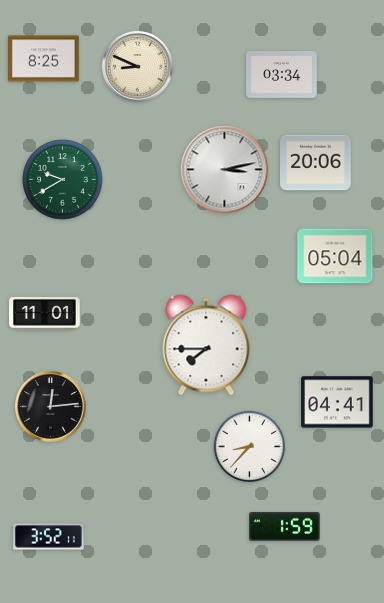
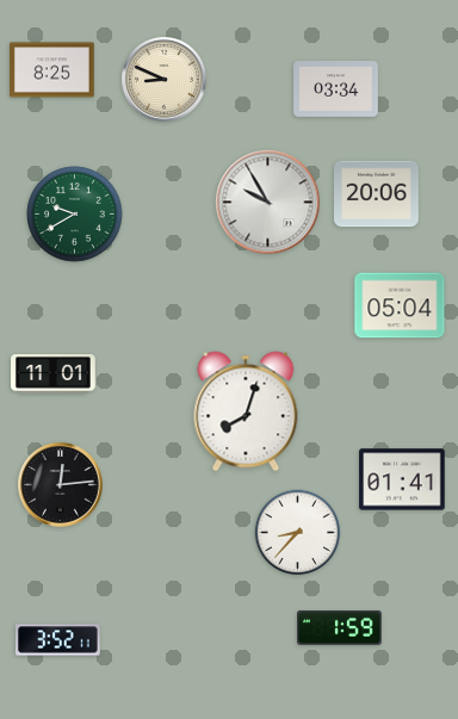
clock at (225, 170): 3:13 -> 9:55
clock at (206, 345): 7:45 -> 8:03
clock at (337, 402): 04:41 -> 01:41
